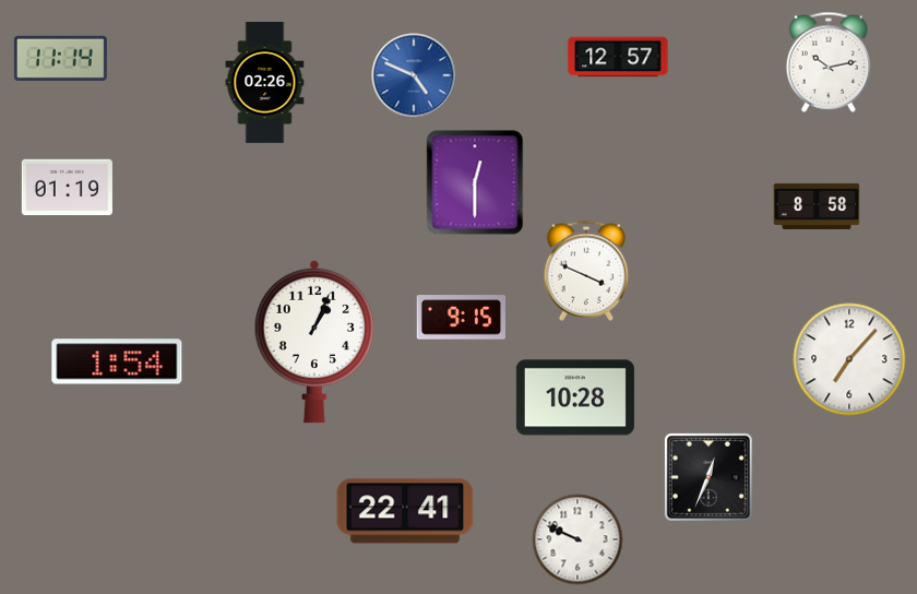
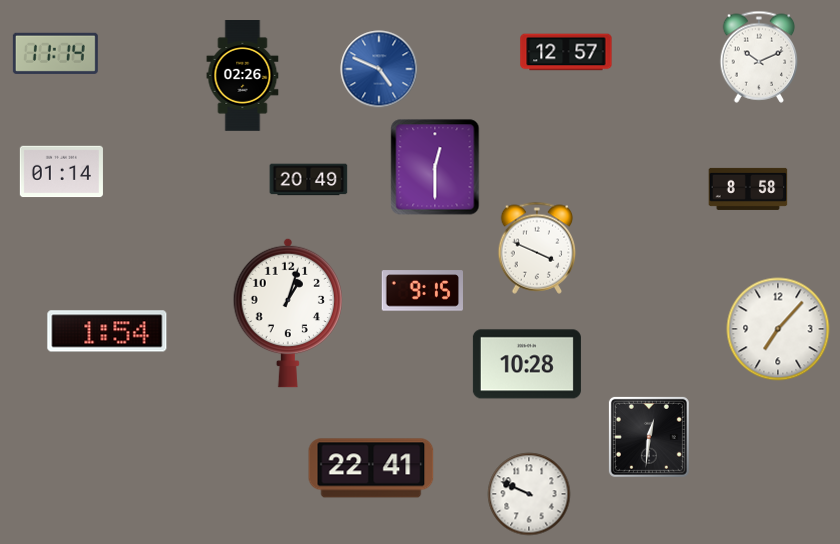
clock at (829, 62): 10:13 -> 10:11
clock at (67, 188): 01:19 -> 01:14
clock at (309, 180): none -> 20:49
clock at (313, 342): 1:04 -> 1:03
clock at (708, 477): 12:34 -> 12:31
